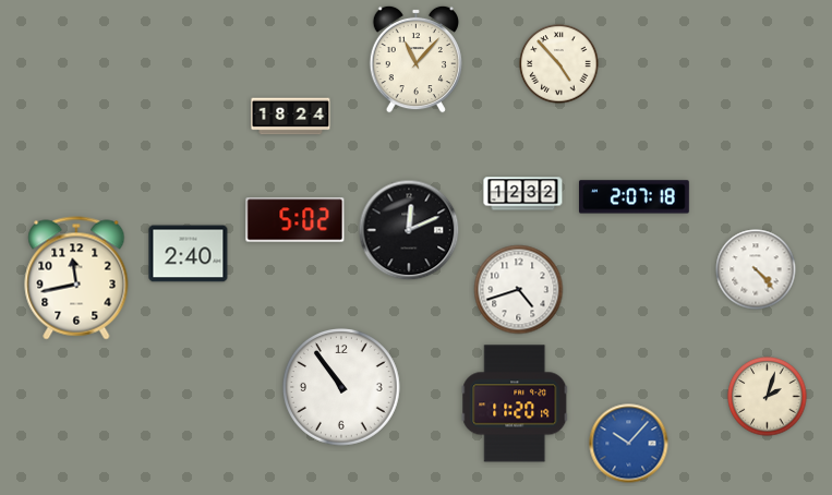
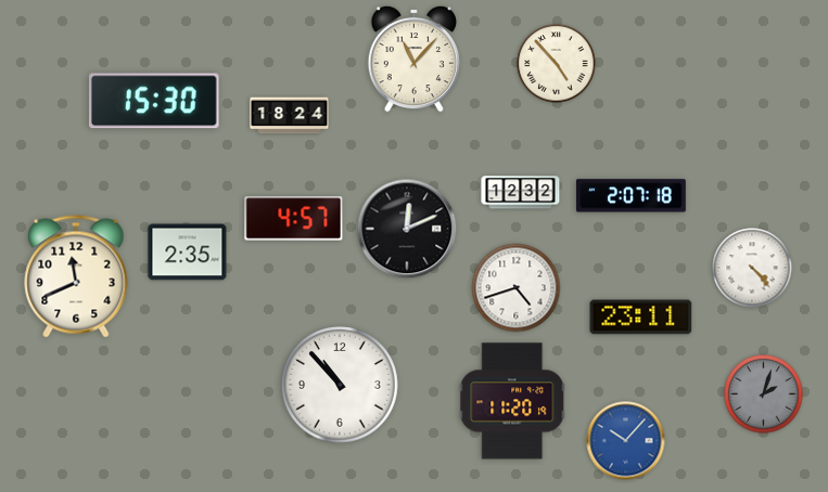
clock at (154, 101): none -> 15:30
clock at (296, 220): 5:02 -> 4:57
clock at (189, 254): 2:40 -> 2:35
clock at (76, 278): 11:43 -> 11:41
clock at (641, 318): none -> 23:11
clock at (342, 388): 10:54 -> 10:53
clock at (768, 397) dial: cream -> grey
